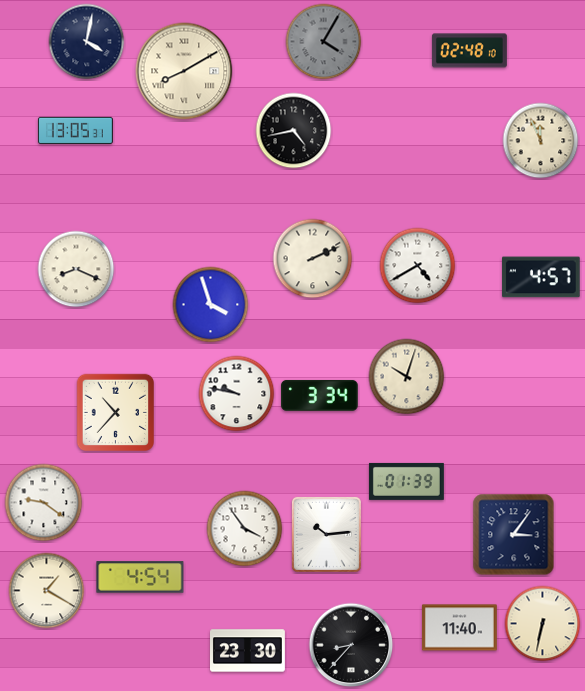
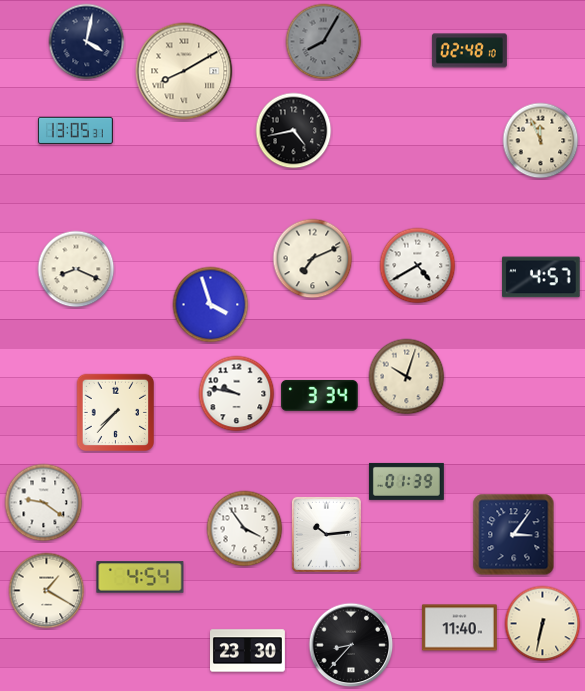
clock at (324, 42): 4:05 -> 8:05
clock at (313, 259): 2:11 -> 7:11
clock at (115, 412): 10:37 -> 7:37
